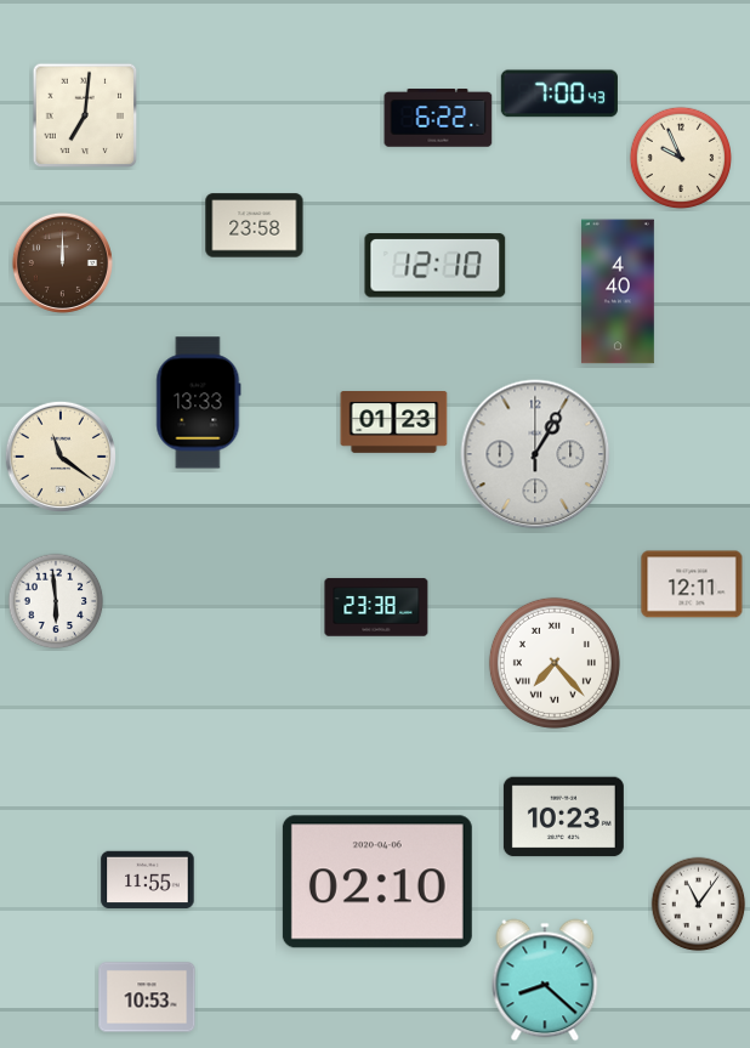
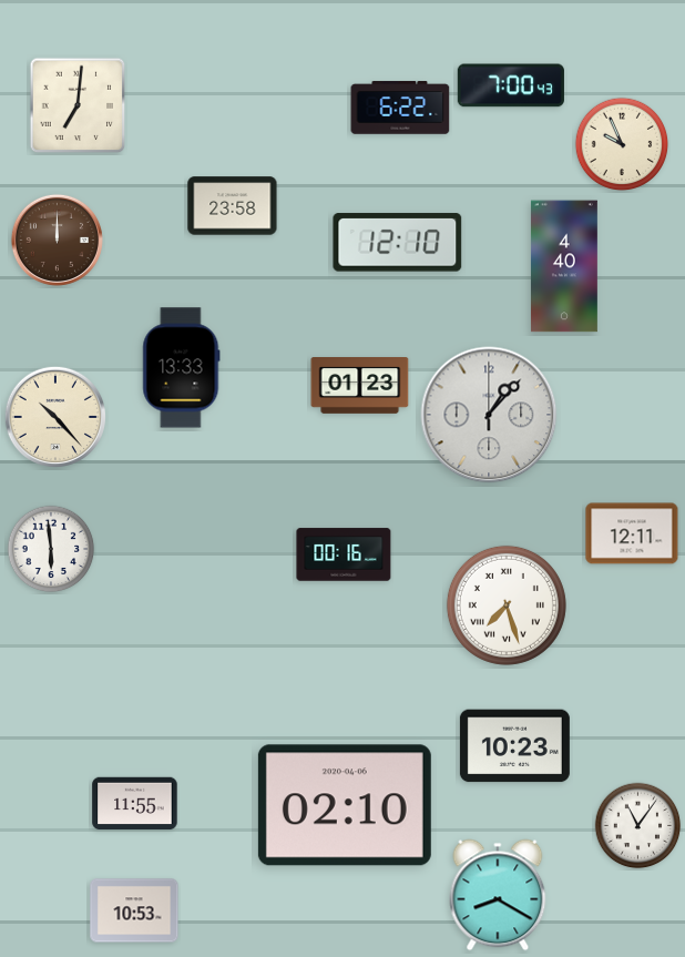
clock at (535, 454): 1:05 -> 1:07
clock at (59, 455): 11:21 -> 10:23
clock at (376, 607): 23:38 -> 00:16
clock at (555, 663): 7:23 -> 7:27
clock at (545, 980): 8:22 -> 8:20
